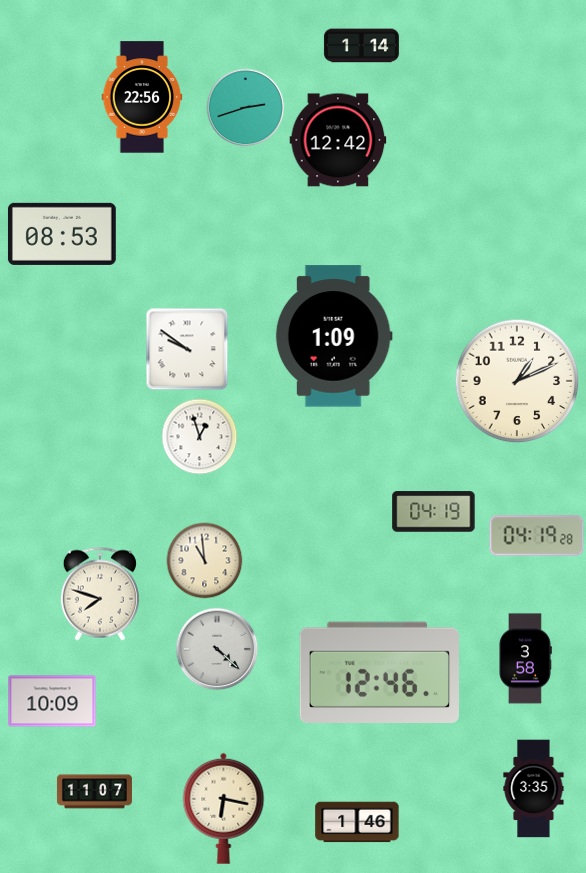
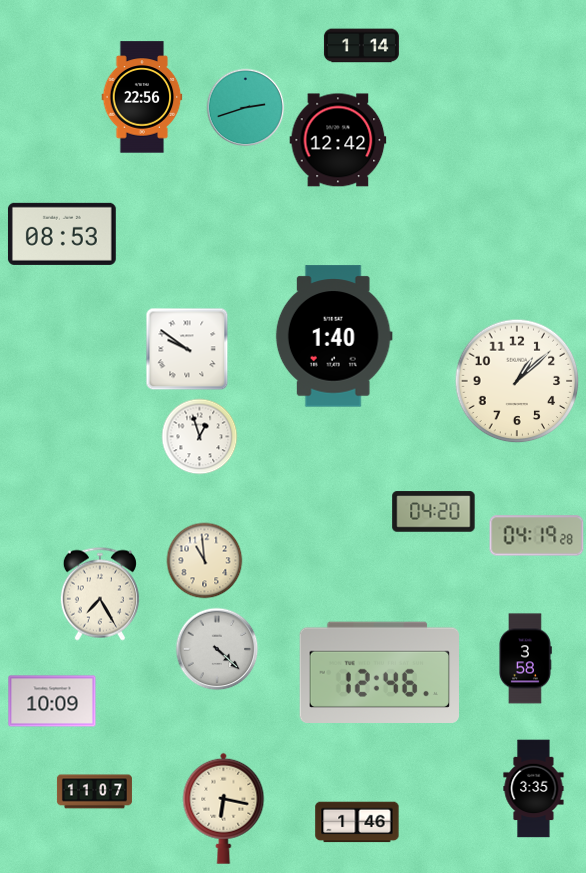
clock at (334, 336): 1:09 -> 1:40
clock at (517, 381): 1:11 -> 1:08
clock at (434, 512): 04:19 -> 04:20
clock at (100, 594): 7:48 -> 7:25
